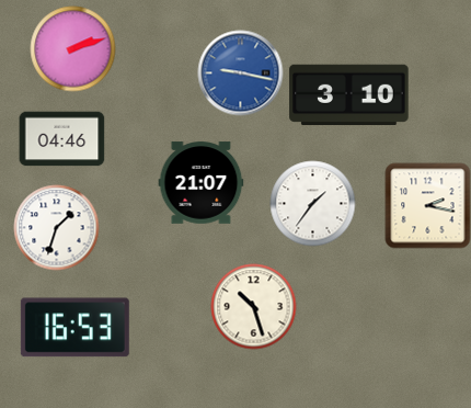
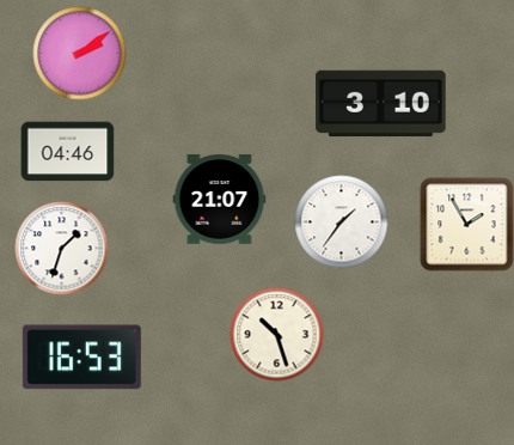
clock at (72, 48): 2:12 -> 2:09
clock at (240, 72): 9:17 -> none
clock at (427, 205): 2:17 -> 1:55
